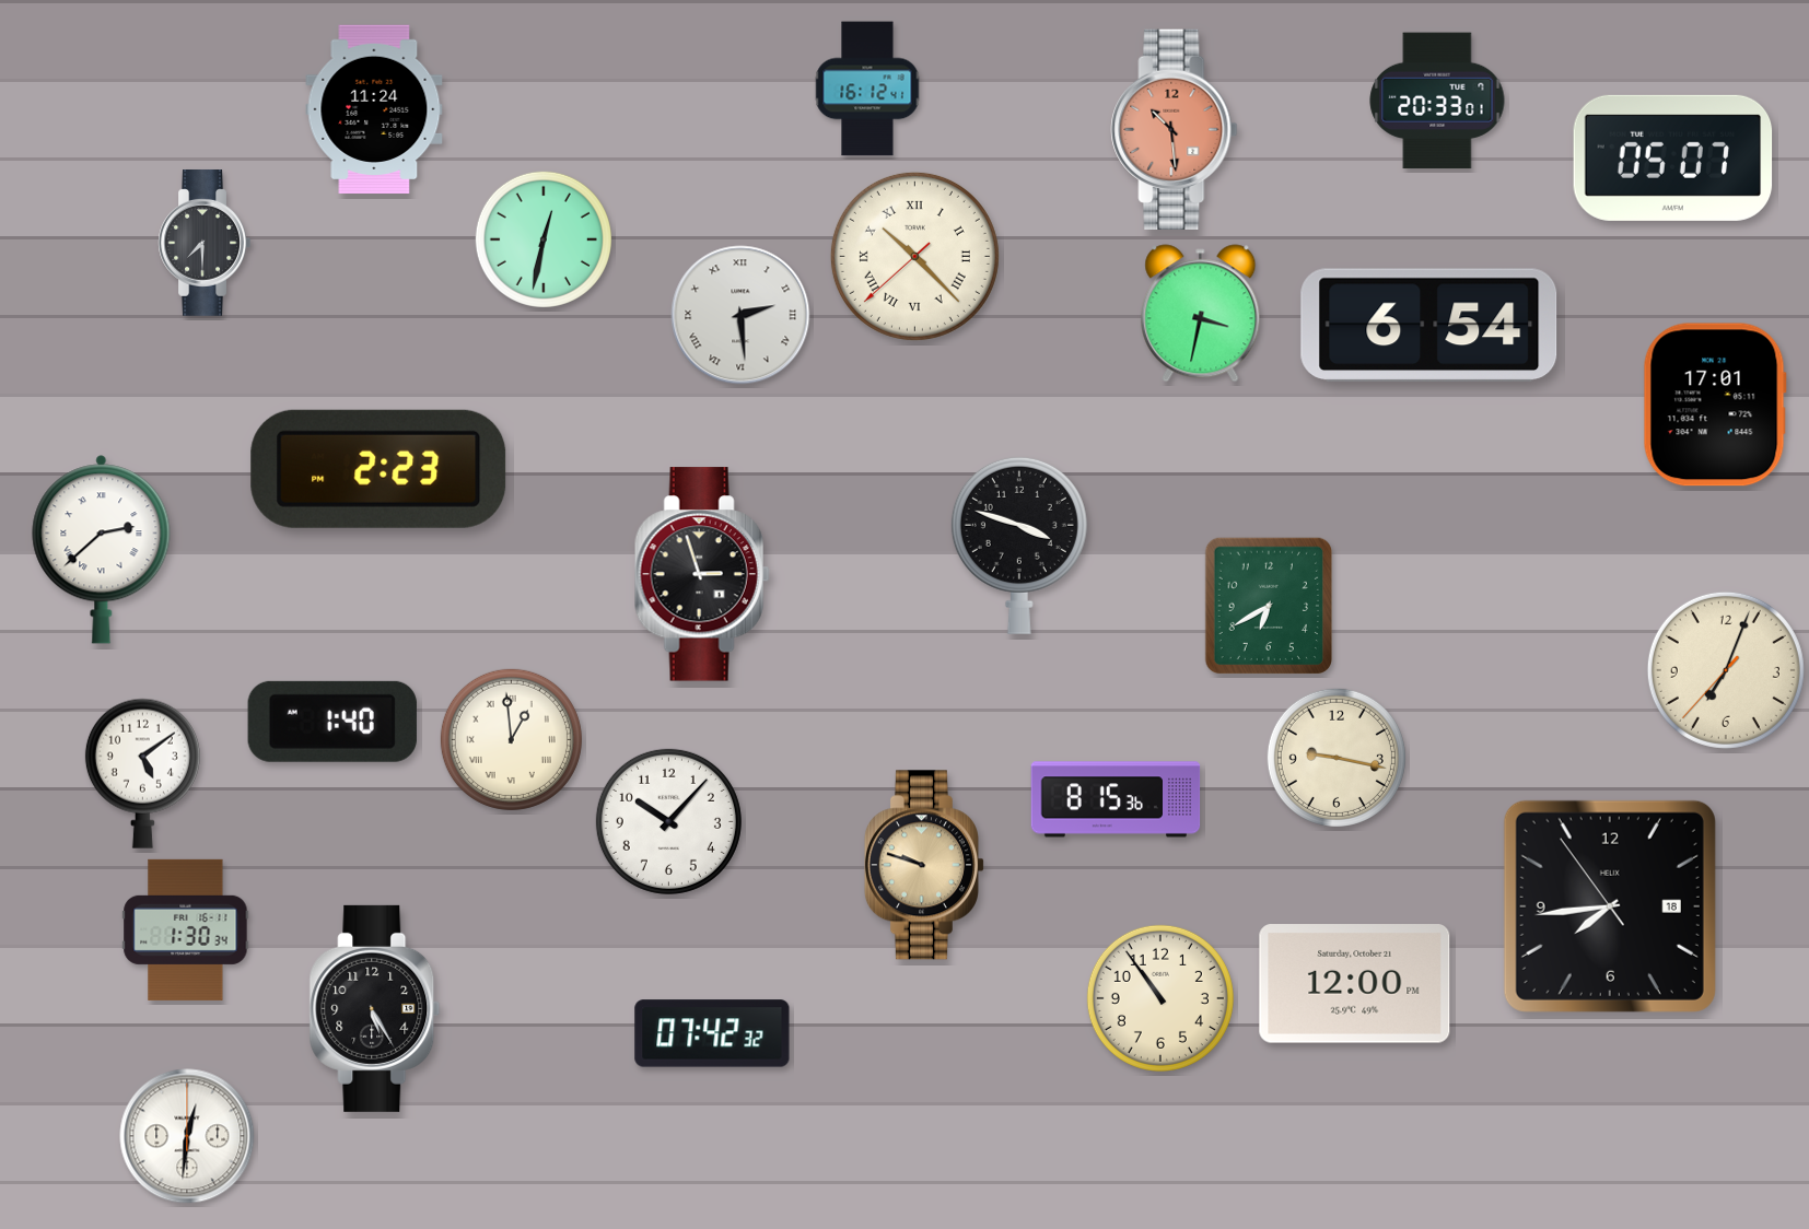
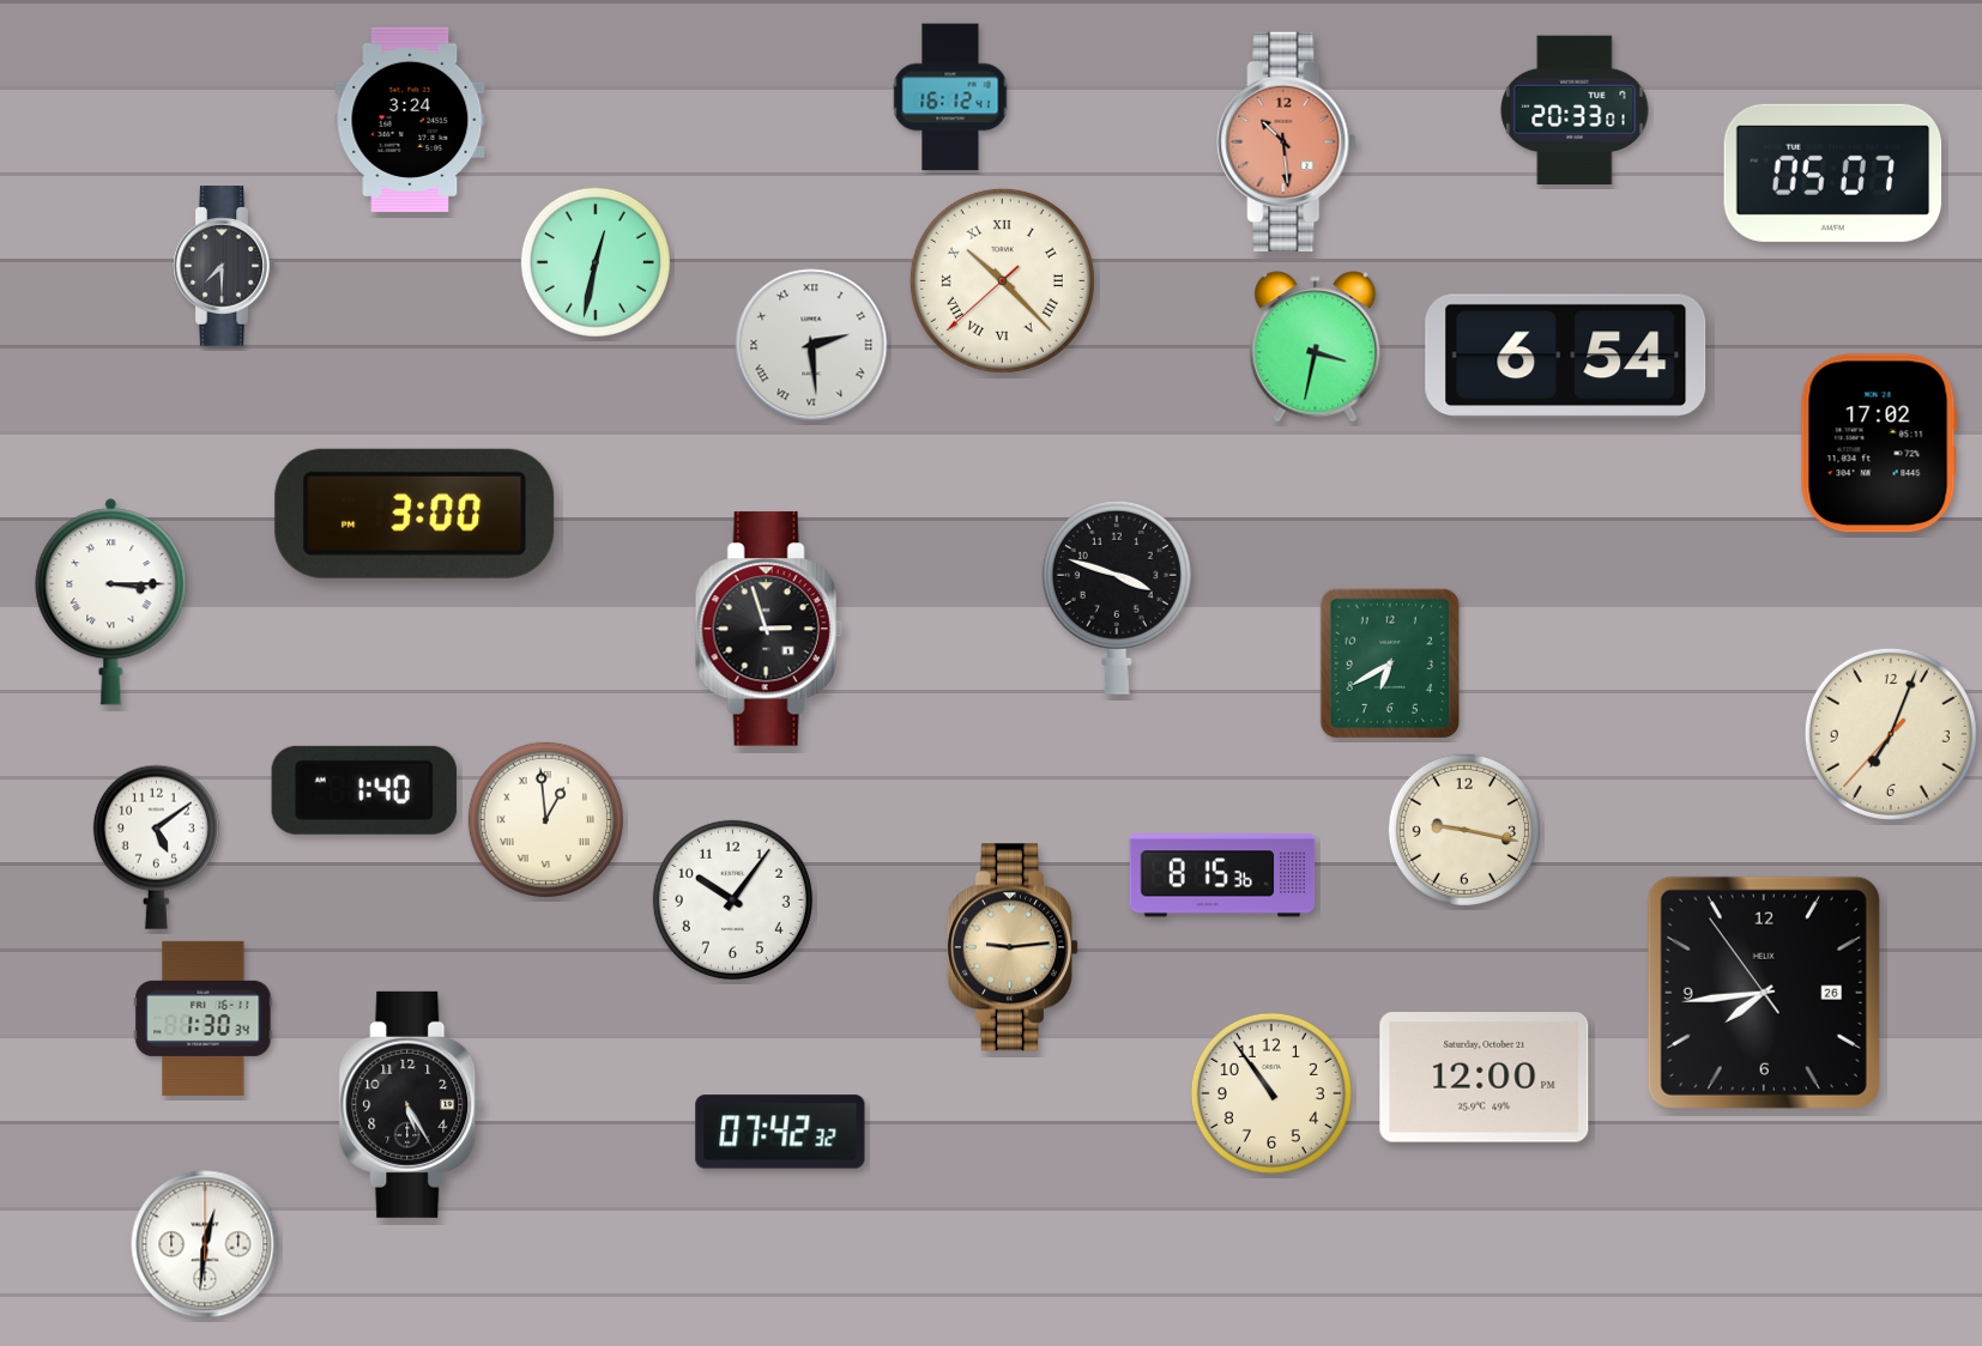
clock at (374, 109): 11:24 -> 3:24
clock at (1201, 314) position: (1201, 314) -> (1316, 347)
clock at (1715, 405): 17:01 -> 17:02
clock at (378, 469): 2:23 -> 3:00
clock at (102, 550): 2:38 -> 3:15
clock at (511, 739) position: (511, 739) -> (545, 819)
clock at (668, 821): 10:07 -> 10:06
clock at (924, 865): 9:48 -> 9:14
clock at (1610, 906) date: 18 -> 26
